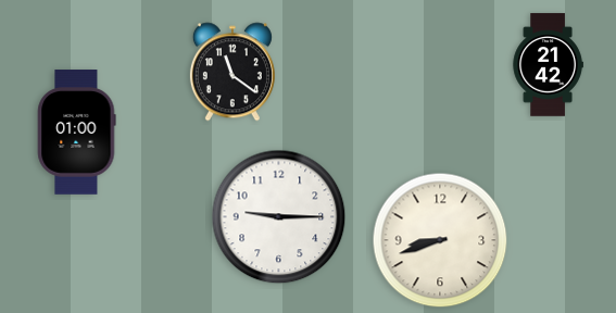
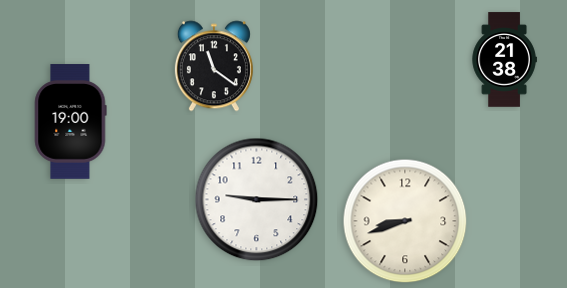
clock at (548, 65): 21:42 -> 21:38
clock at (77, 133): 01:00 -> 19:00
